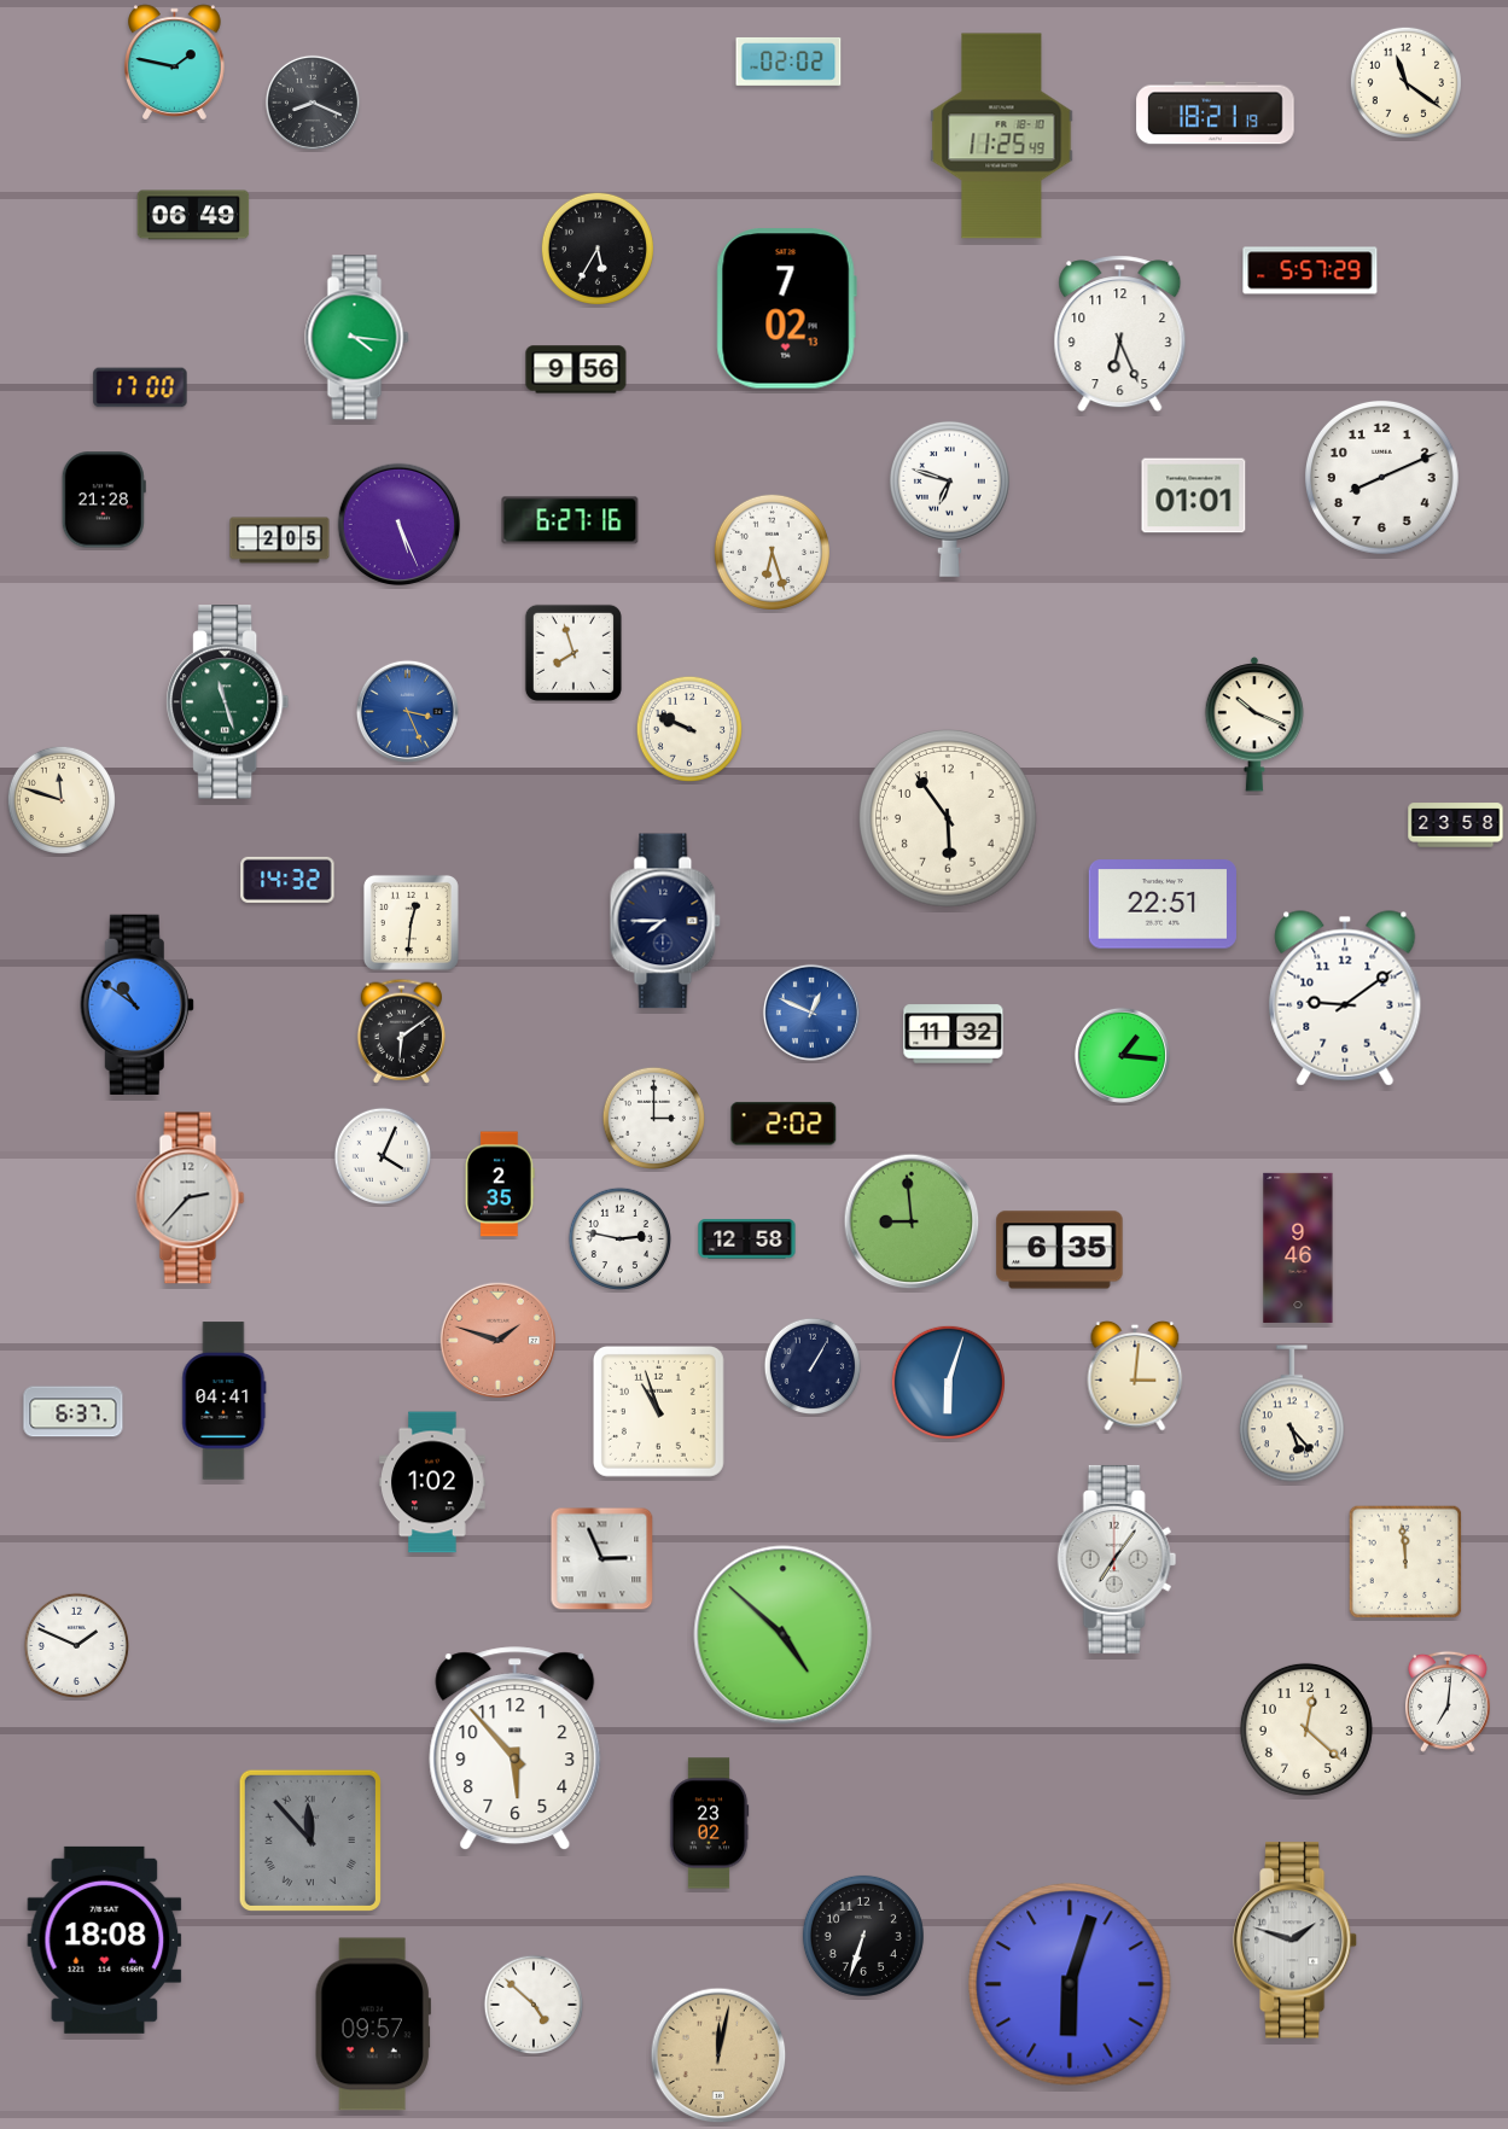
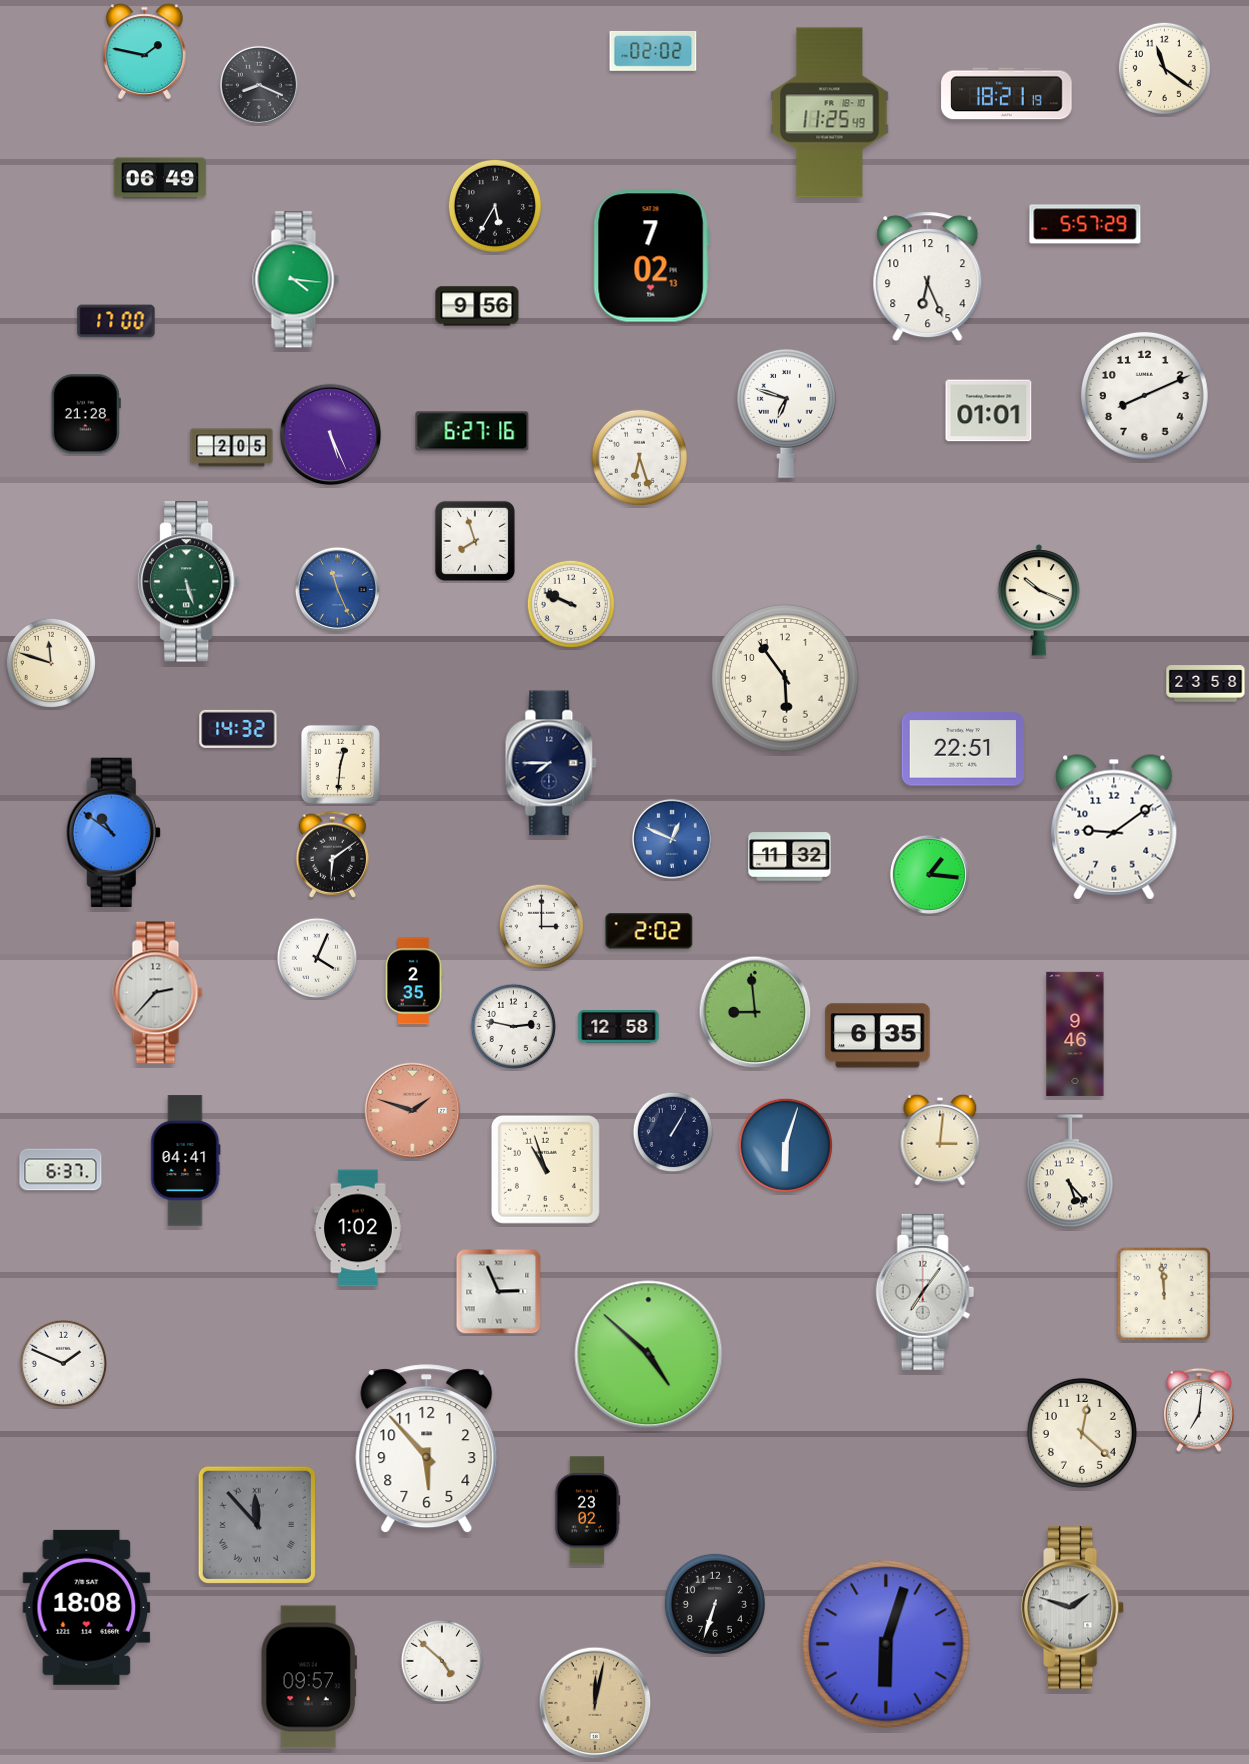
clock at (228, 702): 11:27 -> 5:27
clock at (407, 711): 3:26 -> 11:26
